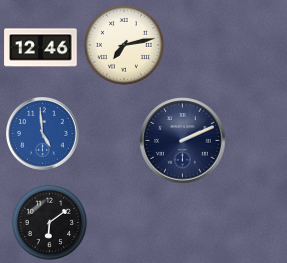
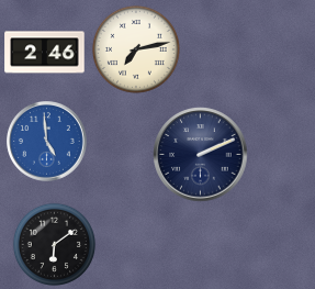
clock at (41, 48): 12:46 -> 2:46
clock at (43, 134) position: (43, 134) -> (47, 142)
